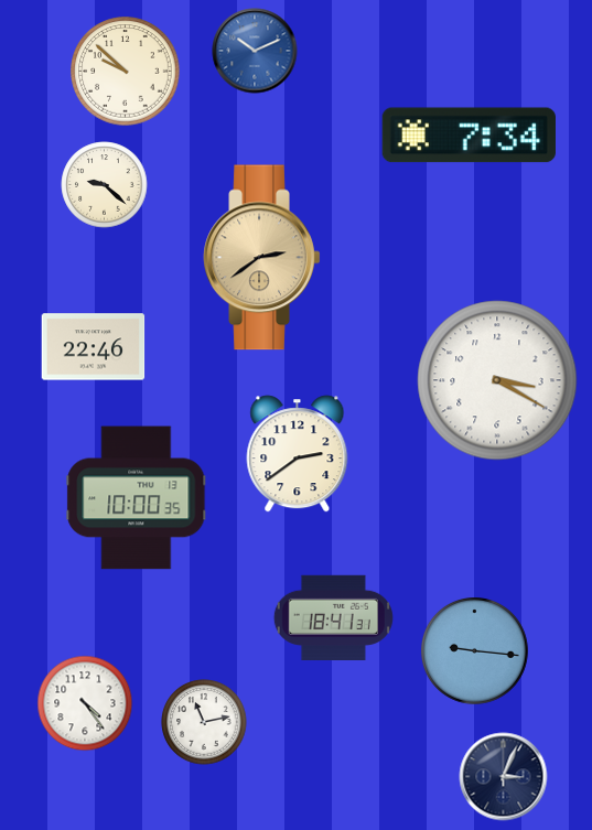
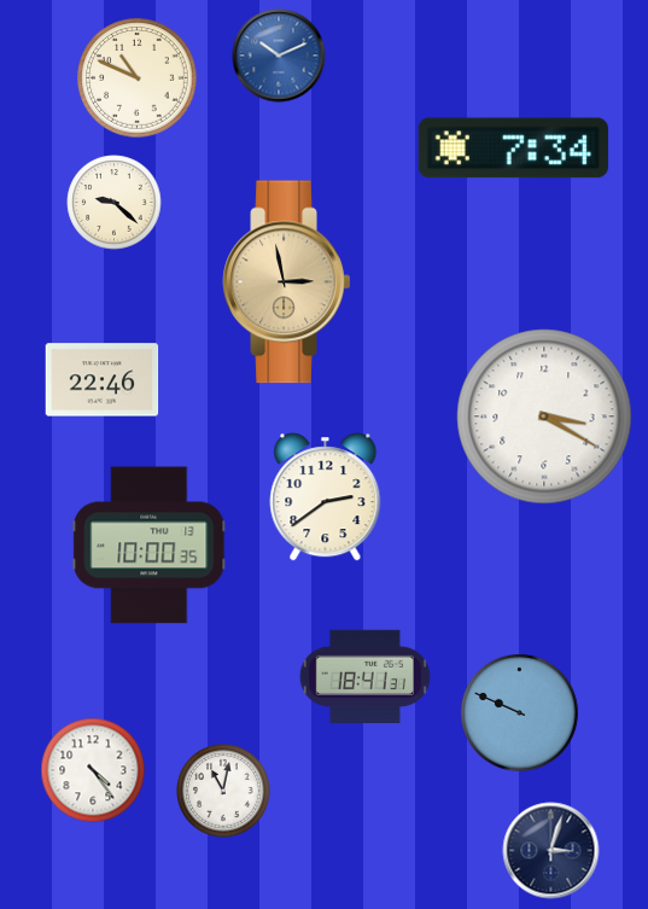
clock at (126, 72): 9:52 -> 10:49
clock at (262, 258): 2:39 -> 2:58
clock at (475, 651): 9:16 -> 9:49
clock at (204, 722): 11:13 -> 11:02
clock at (504, 777): 3:04 -> 3:03
